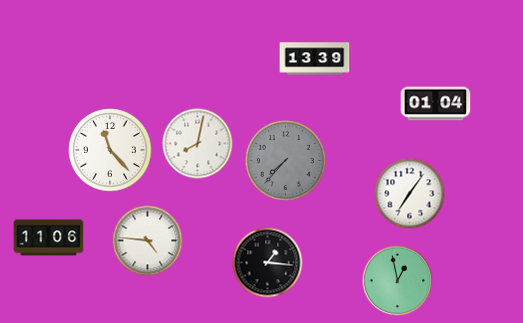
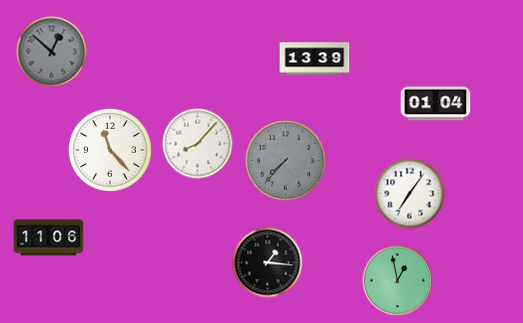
clock at (52, 52): none -> 12:52
clock at (198, 144): 8:02 -> 8:07
clock at (148, 241): 4:46 -> none
